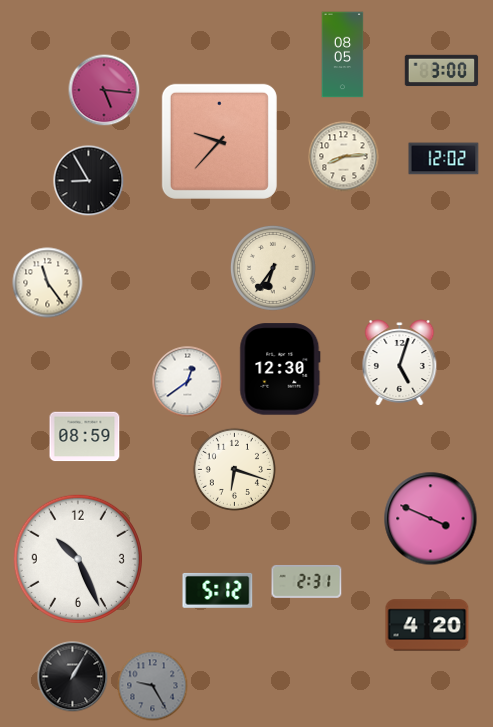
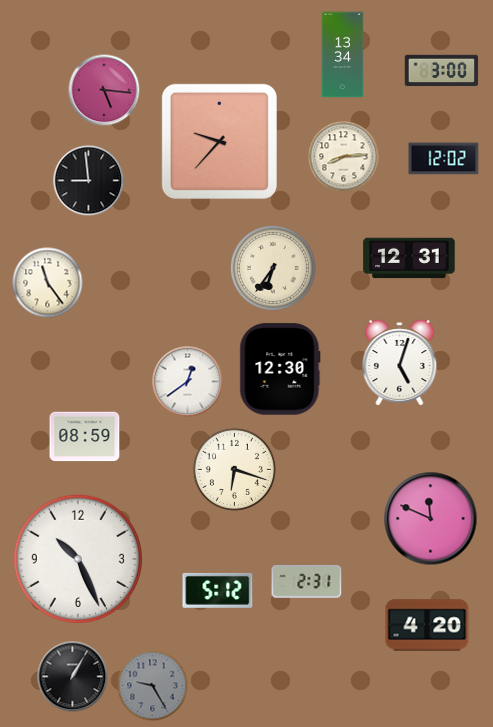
clock at (343, 55): 08:05 -> 13:34
clock at (89, 181): 8:55 -> 8:59
clock at (409, 258): none -> 12:31
clock at (431, 519): 3:49 -> 11:49
